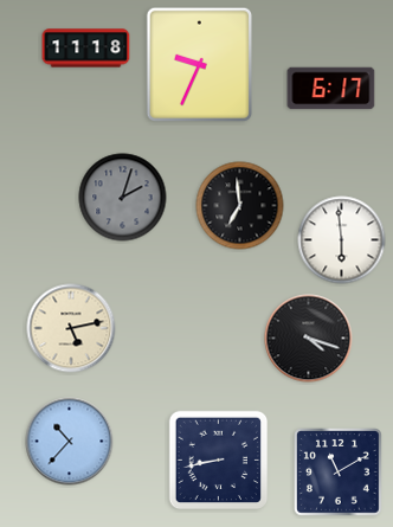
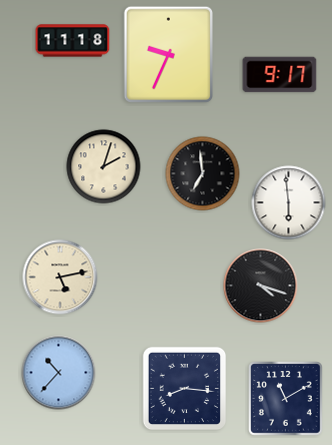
clock at (331, 89): 6:17 -> 9:17
clock at (123, 198) dial: grey -> cream
clock at (219, 461): 8:43 -> 8:16
